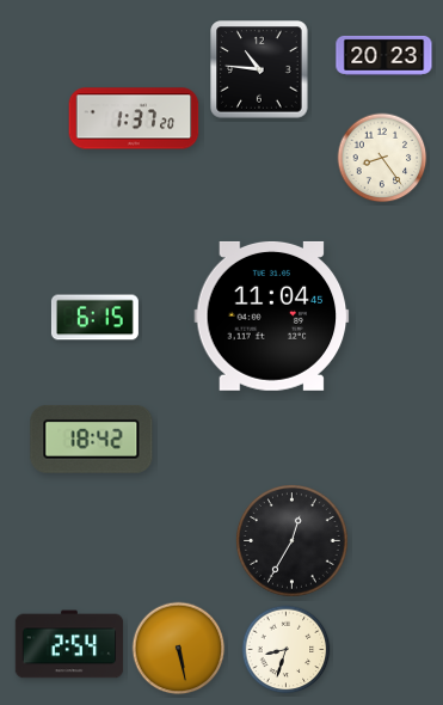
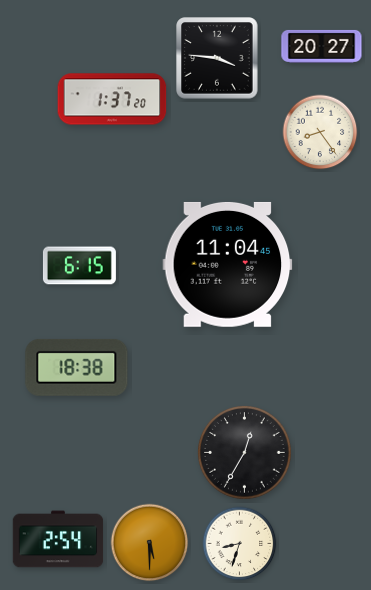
clock at (384, 55): 20:23 -> 20:27
clock at (259, 69): 10:46 -> 3:46
clock at (92, 439): 18:42 -> 18:38
clock at (179, 649): 5:28 -> 5:30
